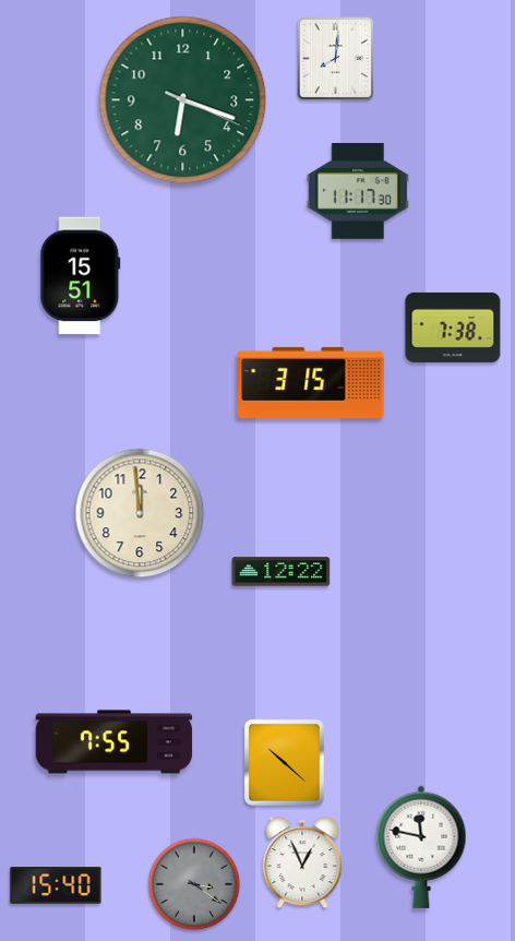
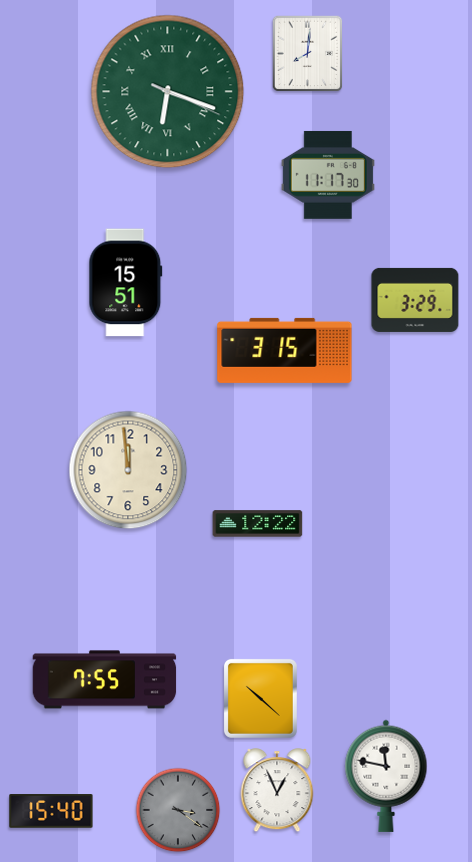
clock at (183, 100) numerals: Arabic -> Roman
clock at (81, 276) position: (81, 276) -> (126, 283)
clock at (453, 327): 7:38 -> 3:29
